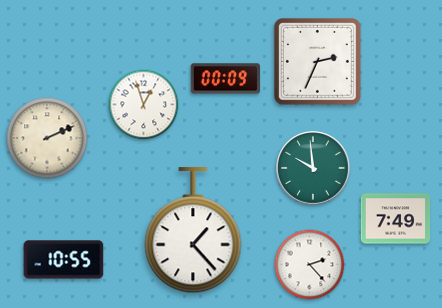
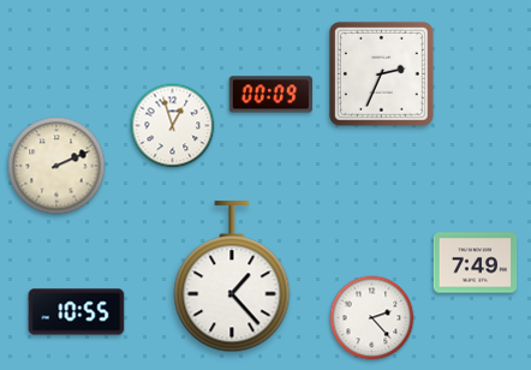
clock at (313, 168): 9:59 -> none
